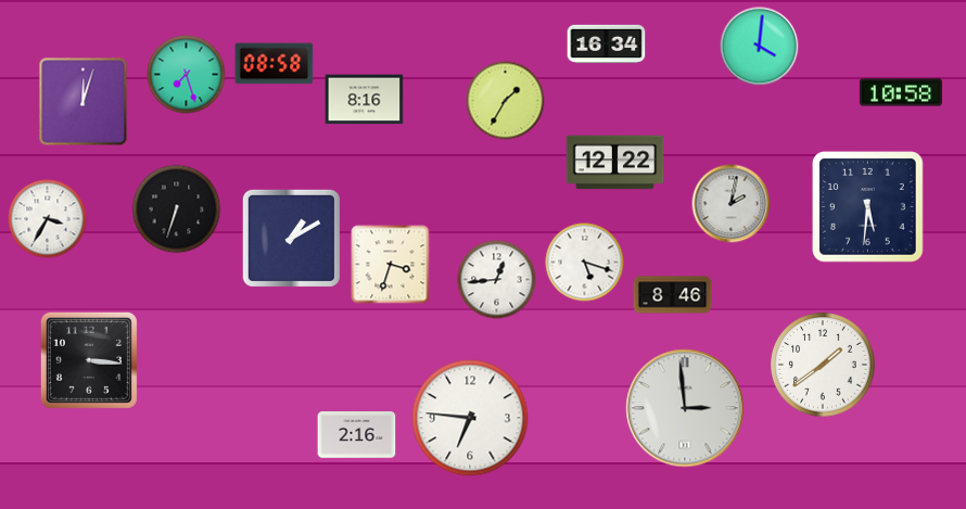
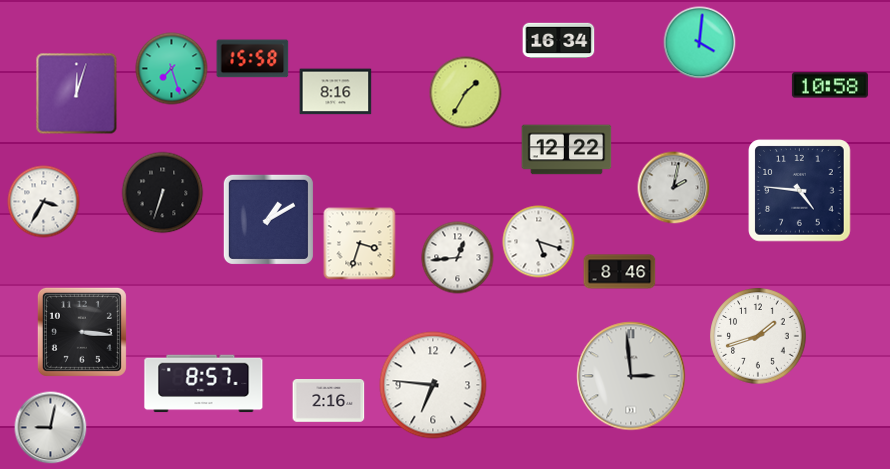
clock at (275, 64): 08:58 -> 15:58
clock at (868, 207): 5:31 -> 4:46
clock at (823, 365): 1:39 -> 1:42
clock at (204, 384): none -> 8:57
clock at (51, 428): none -> 9:02
